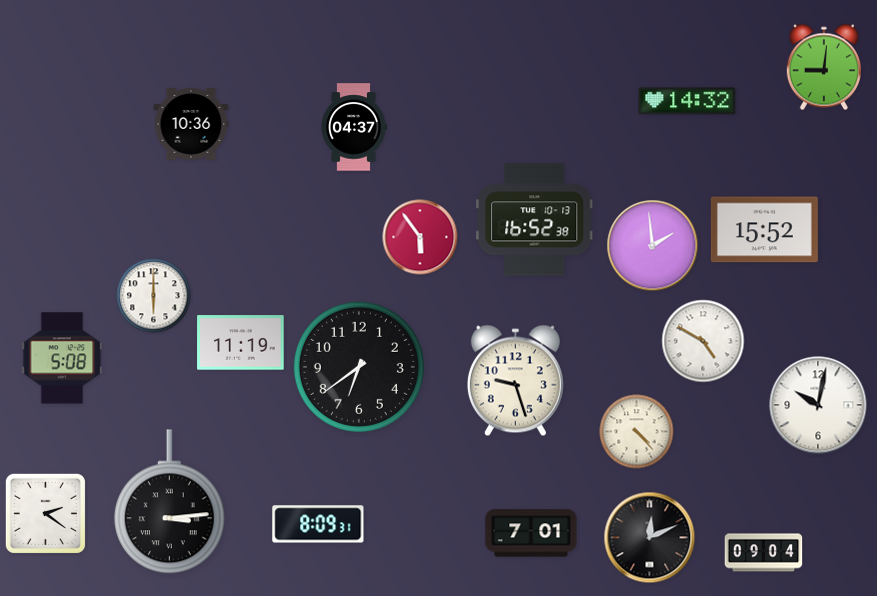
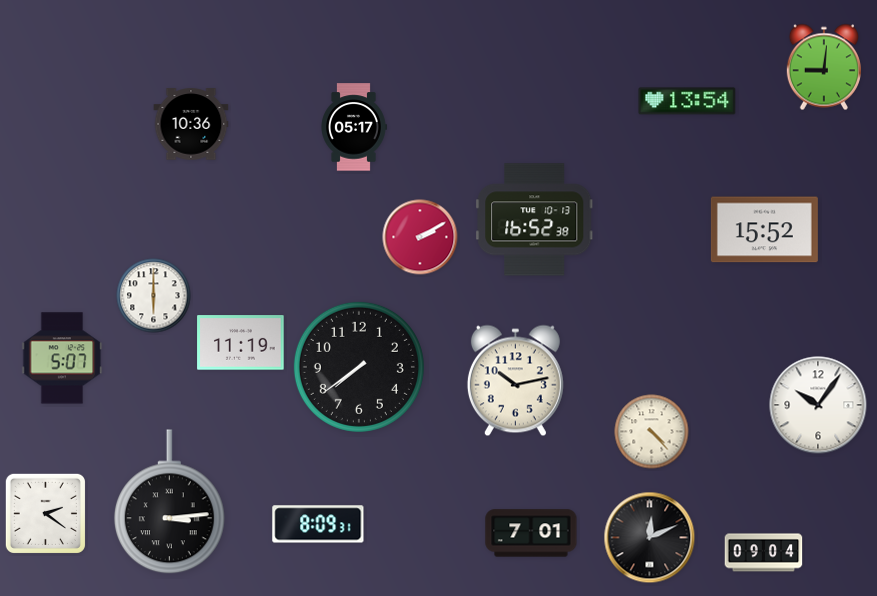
clock at (687, 101): 14:32 -> 13:54
clock at (354, 127): 04:37 -> 05:17
clock at (420, 237): 5:54 -> 2:10
clock at (653, 246): 1:59 -> none
clock at (703, 341): 4:50 -> none
clock at (62, 358): 5:08 -> 5:07
clock at (359, 367): 6:39 -> 7:39
clock at (515, 381): 9:27 -> 10:13
clock at (818, 405): 10:02 -> 10:06
clock at (637, 432) position: (637, 432) -> (652, 432)
